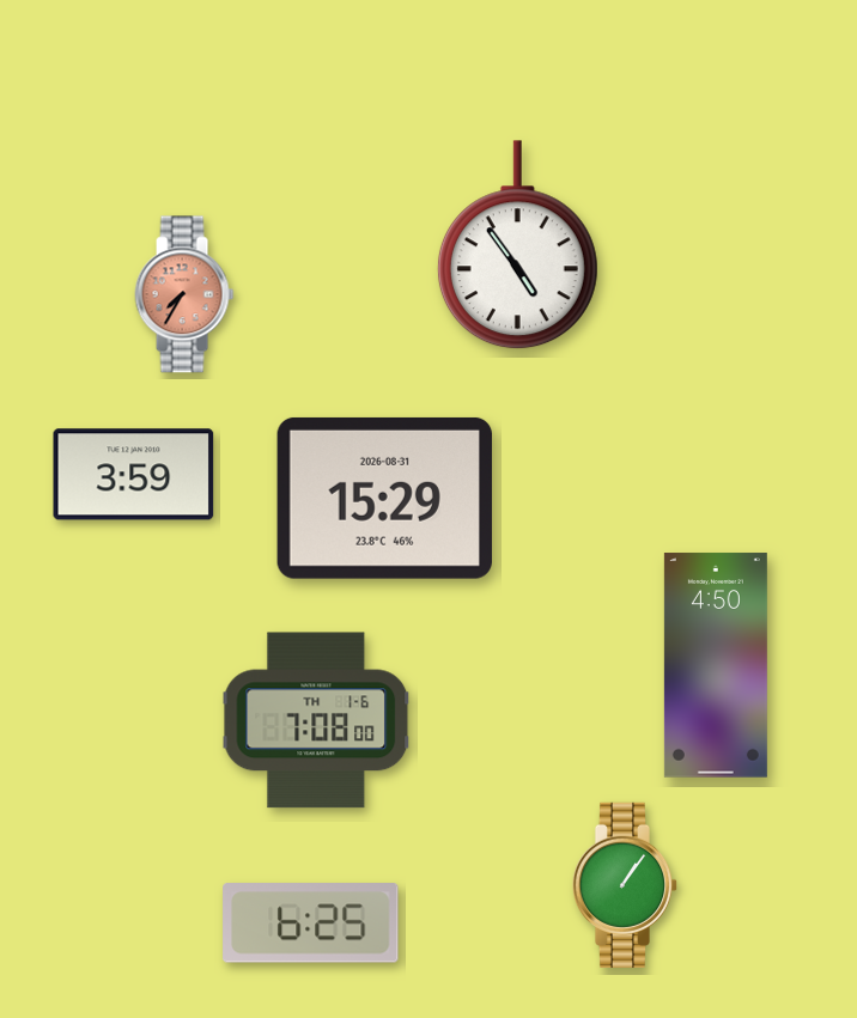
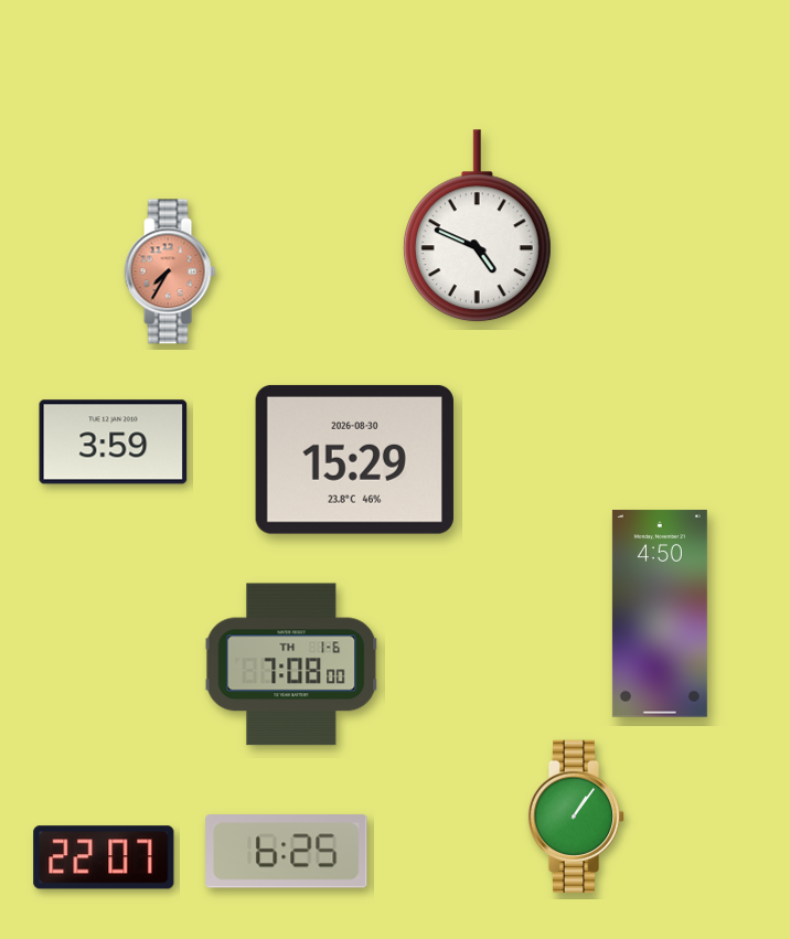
clock at (517, 245): 4:54 -> 4:49
clock at (134, 475) position: (134, 475) -> (114, 442)
clock at (384, 498) date: 2026-08-31 -> 2026-08-30
clock at (104, 857): none -> 22:07
